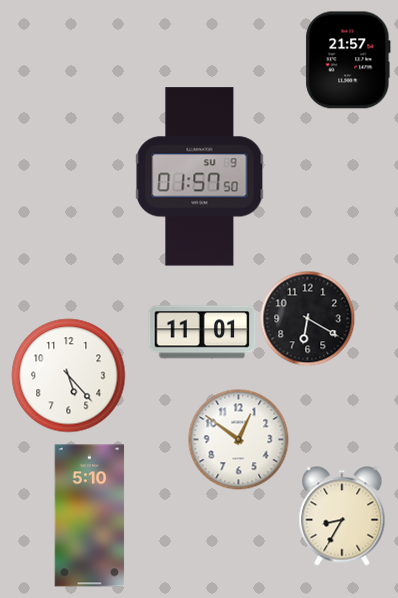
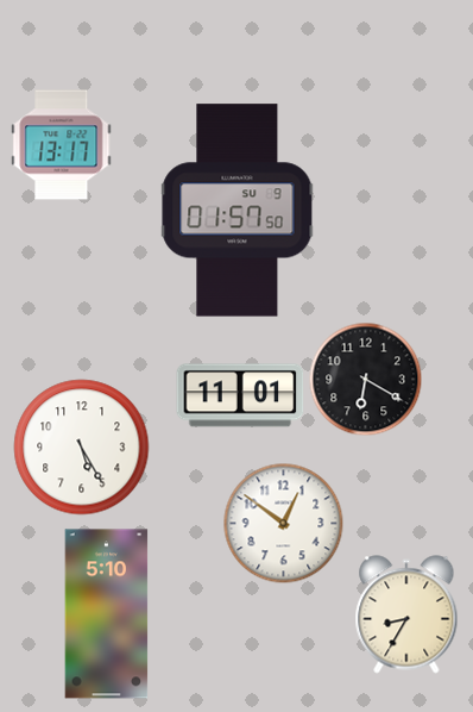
clock at (348, 60): 21:57 -> none
clock at (62, 145): none -> 13:17
clock at (69, 376): 5:23 -> 5:25
